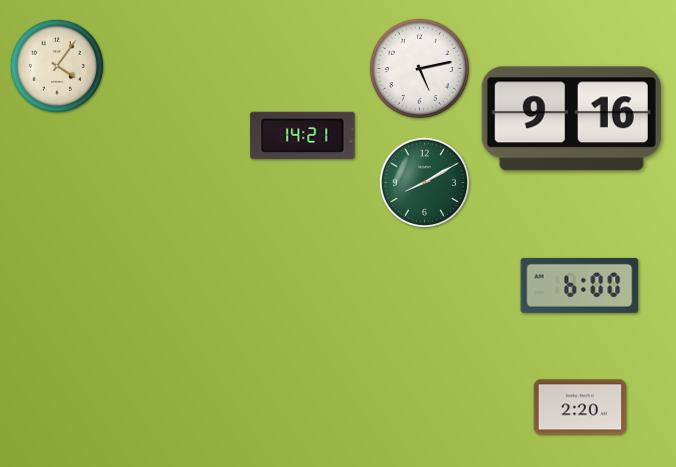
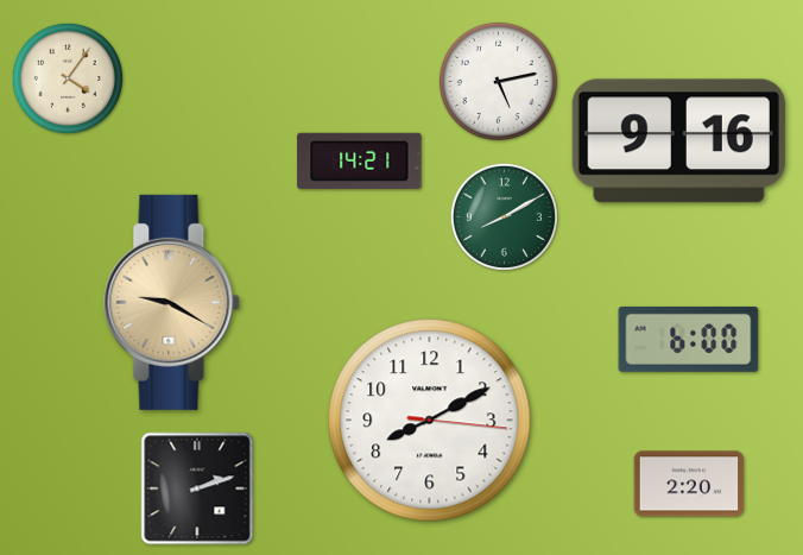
clock at (172, 302): none -> 9:20
clock at (430, 421): none -> 8:10
clock at (197, 488): none -> 2:12
